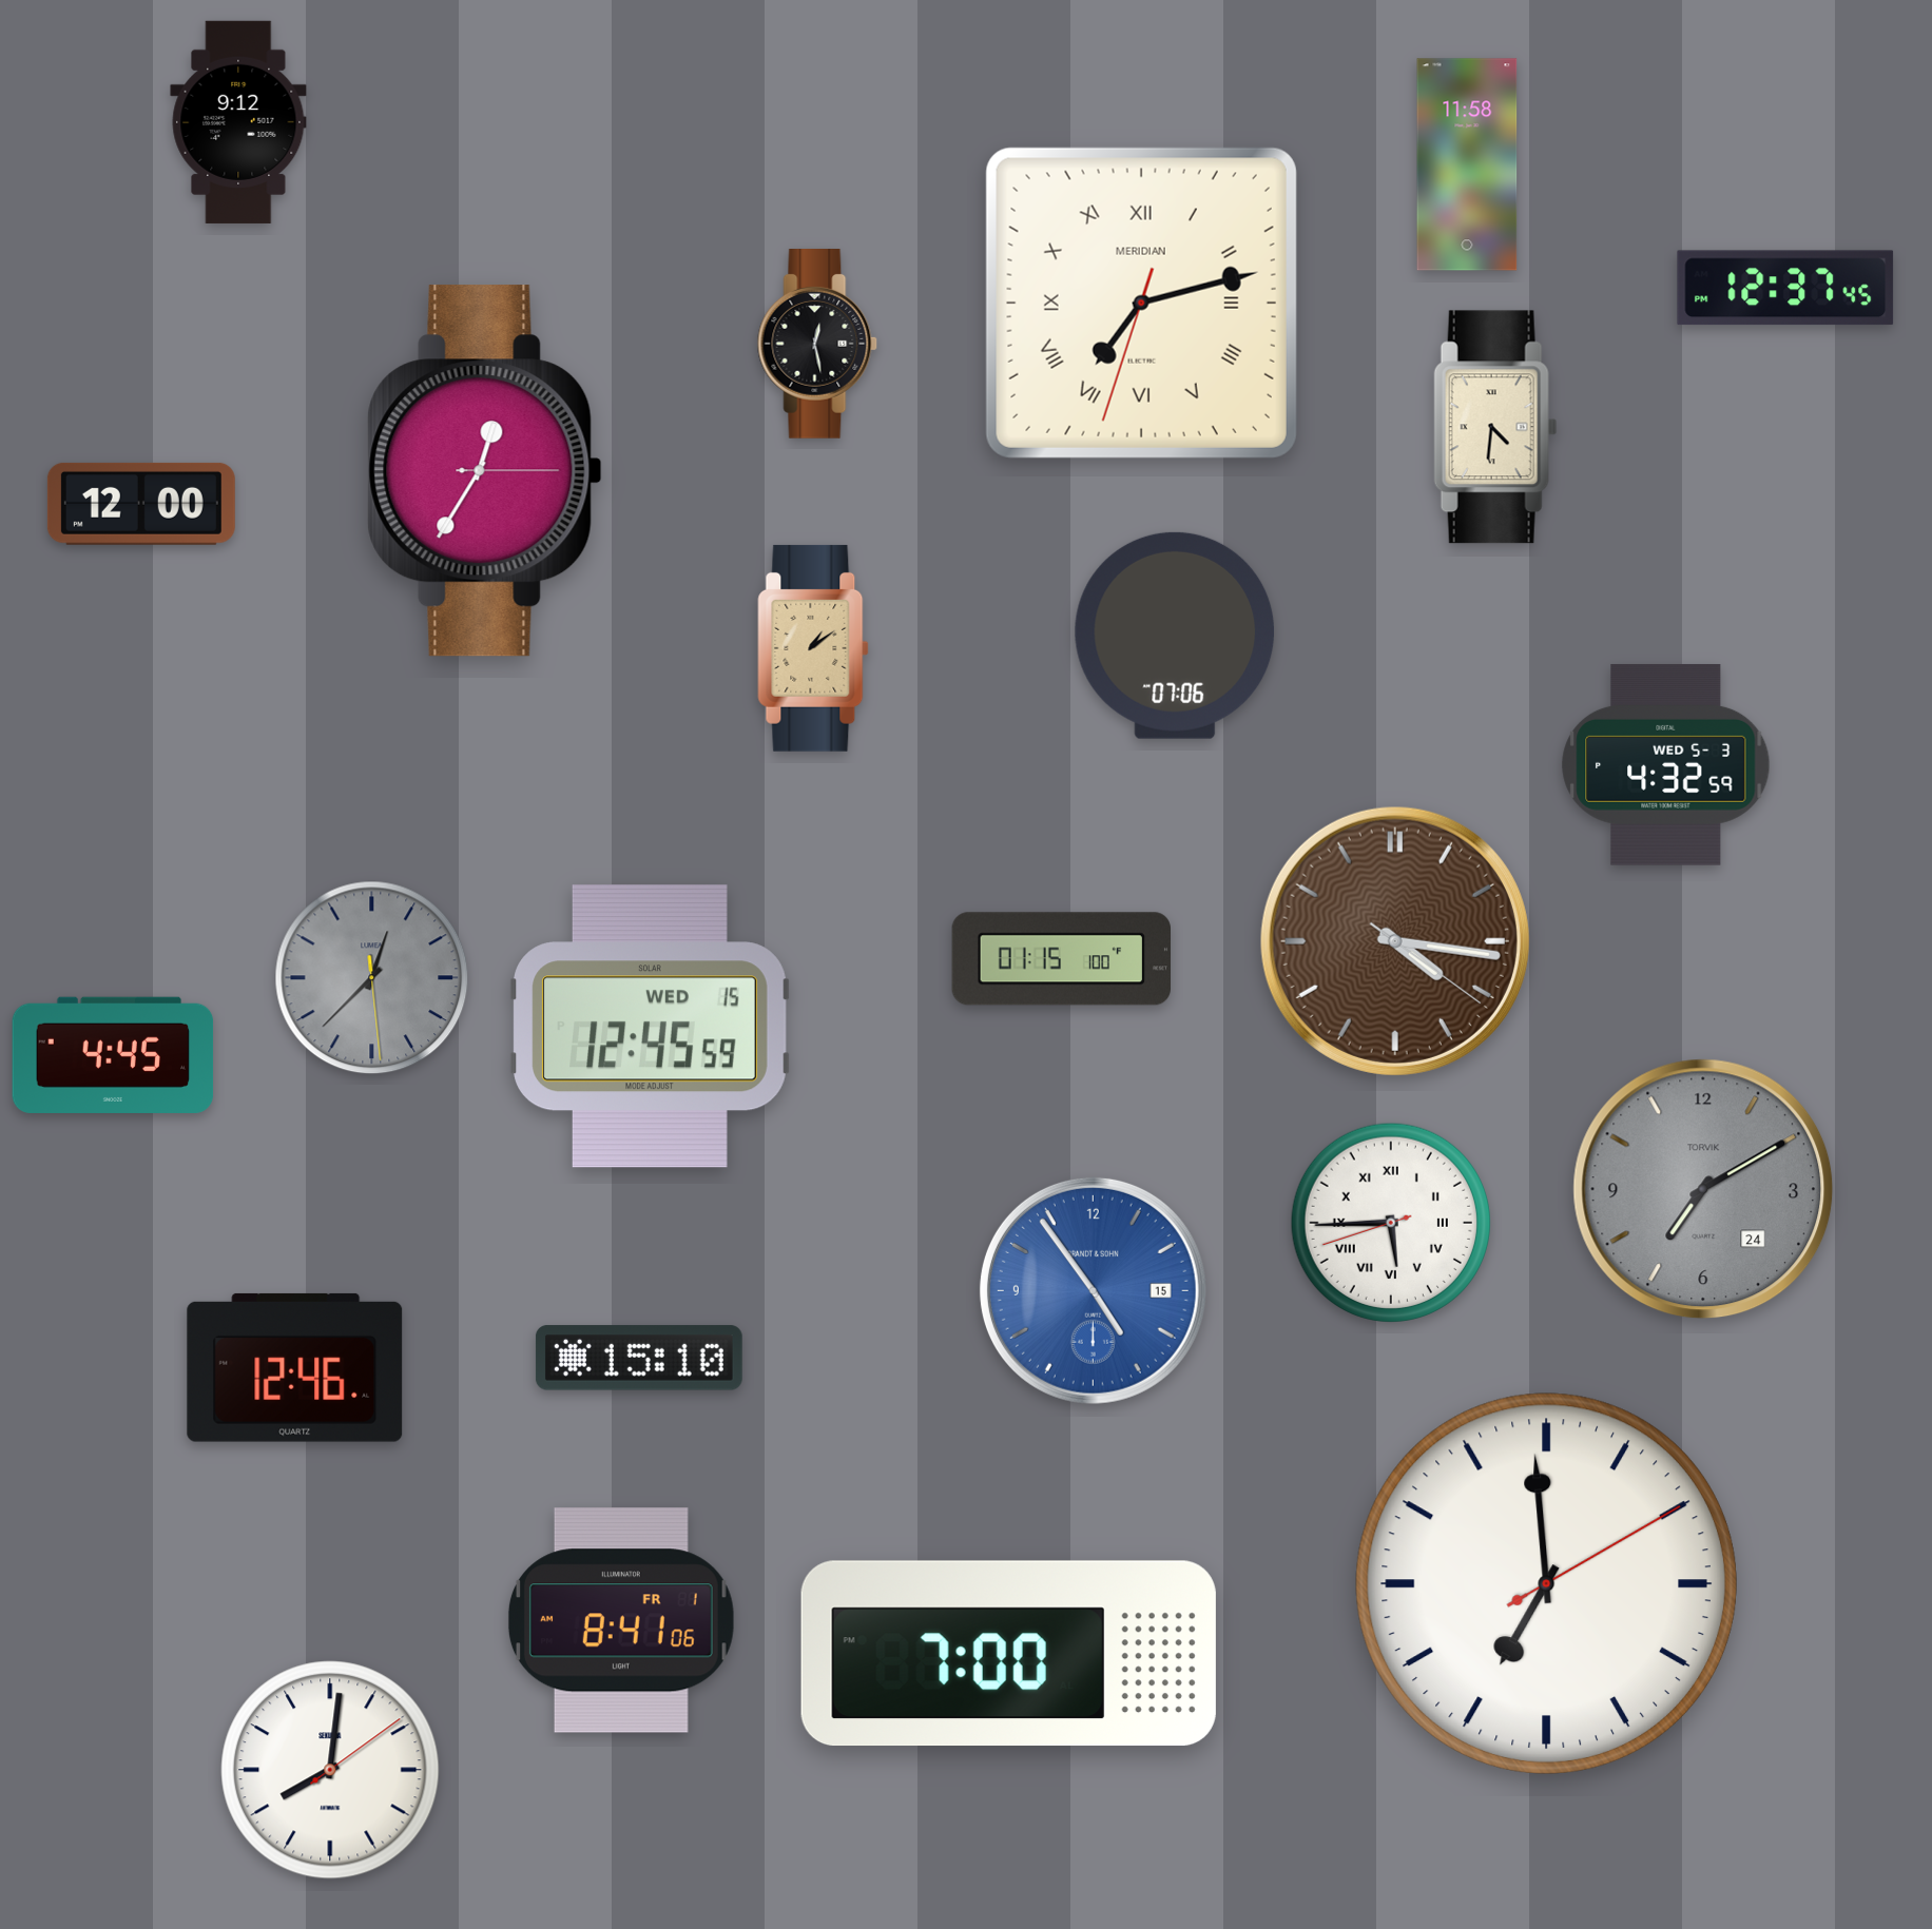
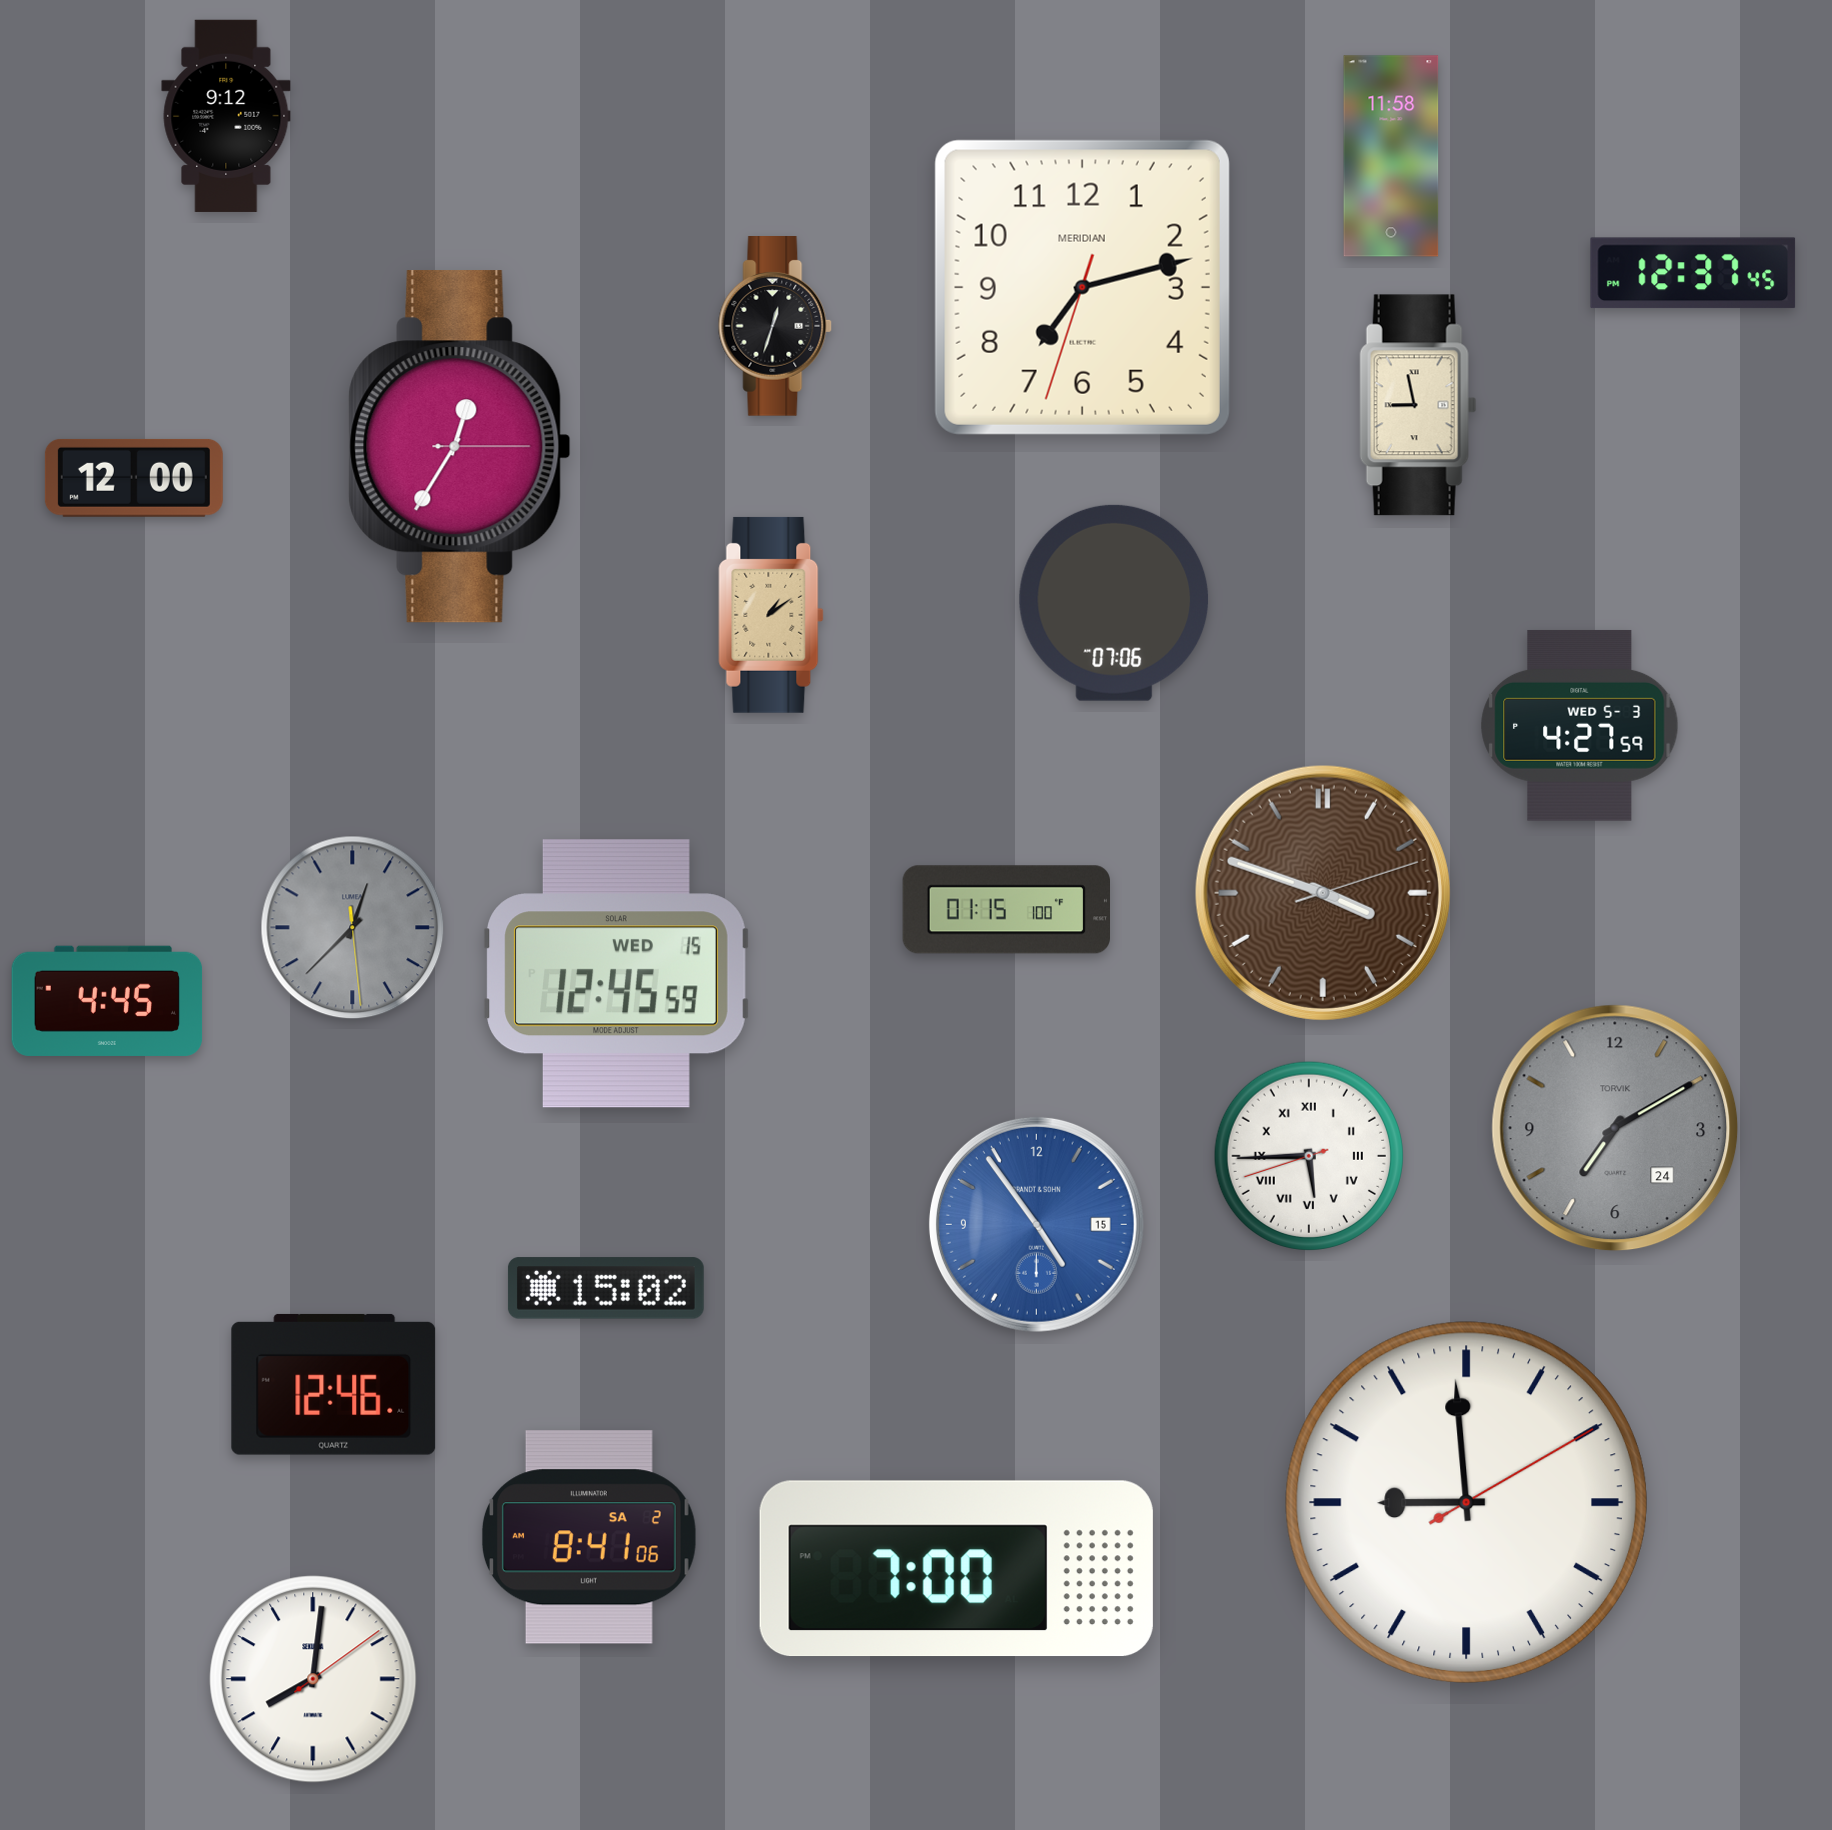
clock at (1141, 303) numerals: Roman -> Arabic
clock at (817, 345): 12:28 -> 12:33
clock at (1495, 427): 4:31 -> 8:58
clock at (1666, 764): 4:32 -> 4:27
clock at (1395, 941): 4:16 -> 3:48
clock at (1391, 1223) position: (1391, 1223) -> (1309, 1156)
clock at (639, 1358): 15:10 -> 15:02
clock at (295, 1367) position: (295, 1367) -> (334, 1384)
clock at (1546, 1583): 6:59 -> 8:59
clock at (621, 1620) date: FR 1 -> SA 2
